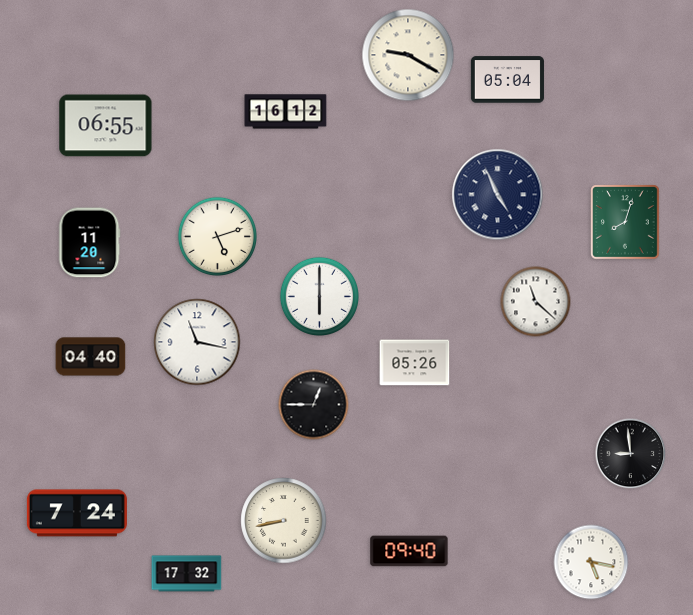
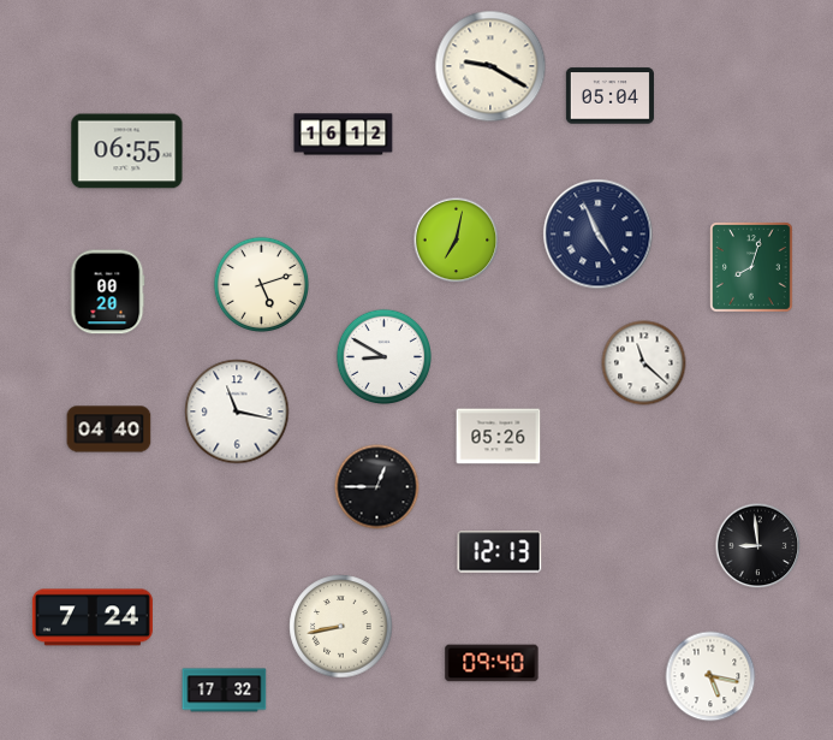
clock at (457, 241): none -> 7:02
clock at (89, 243): 11:20 -> 00:20
clock at (319, 296): 6:00 -> 8:50
clock at (500, 552): none -> 12:13
